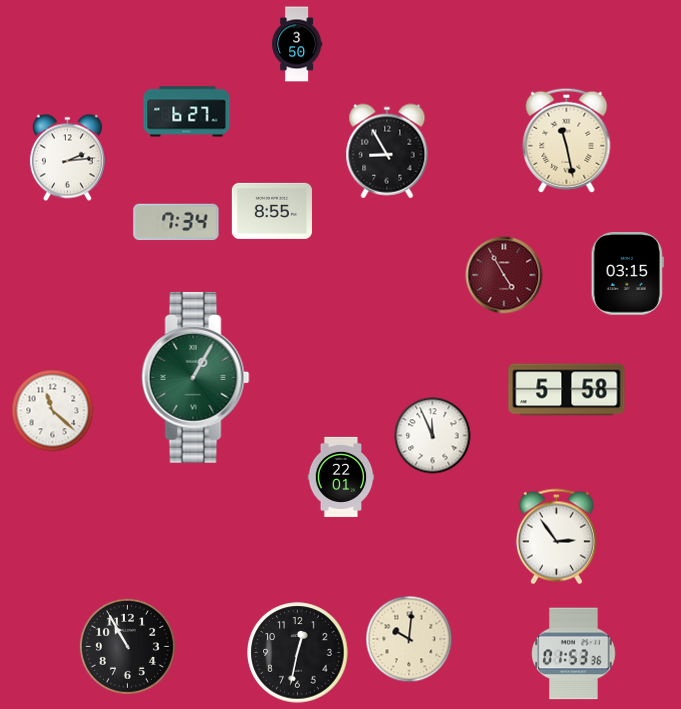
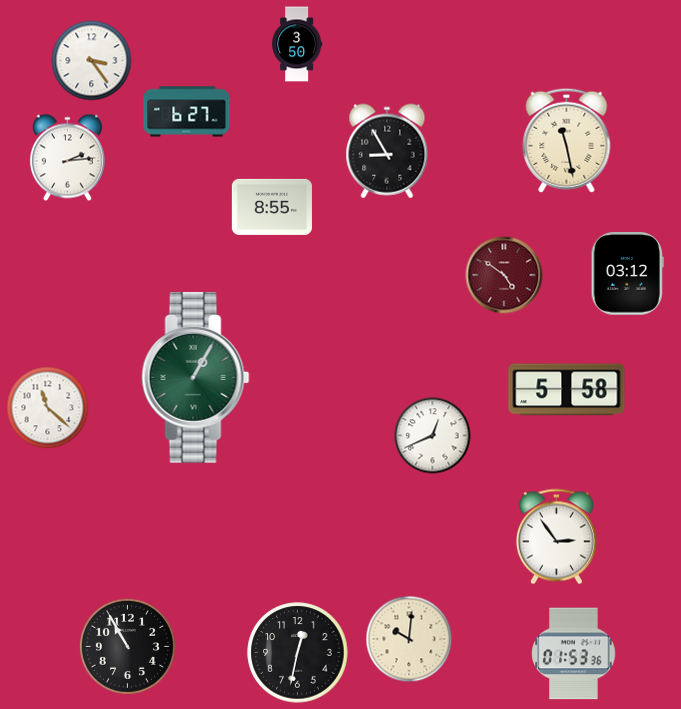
clock at (92, 61): none -> 3:24
clock at (272, 211) position: (272, 211) -> (272, 207)
clock at (176, 222): 7:34 -> none
clock at (627, 274): 03:15 -> 03:12
clock at (504, 275): 4:55 -> 4:51
clock at (53, 411) position: (53, 411) -> (48, 408)
clock at (433, 436): 11:56 -> 12:41
clock at (341, 477): 22:01 -> none
